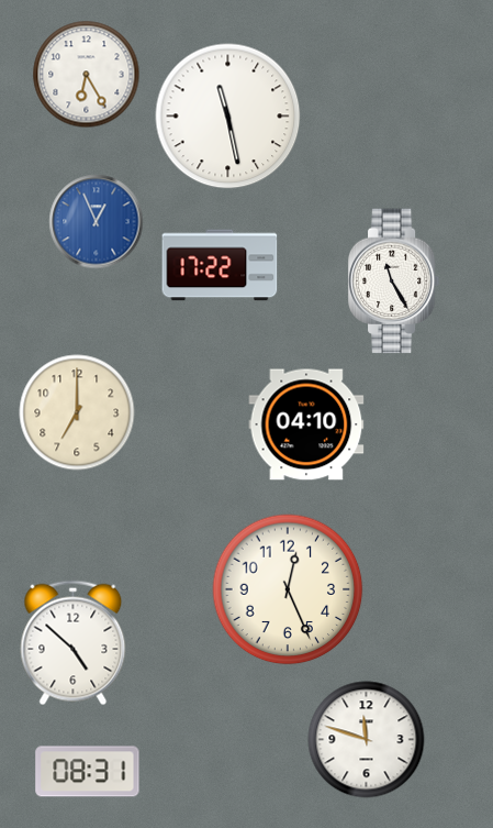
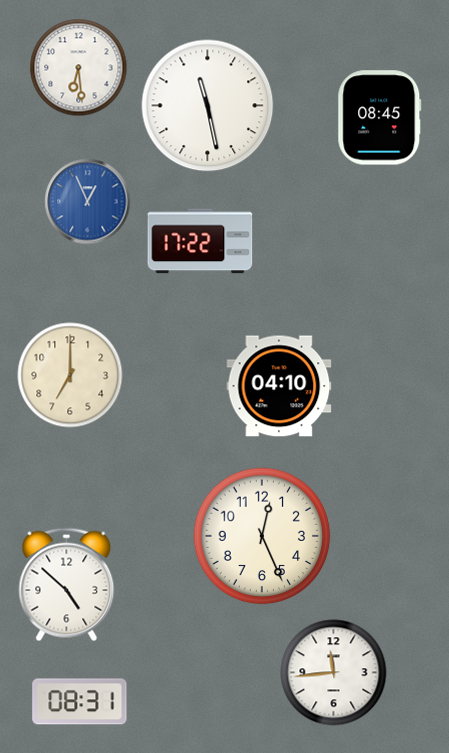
clock at (87, 75): 6:25 -> 6:29
clock at (380, 118): none -> 08:45
clock at (394, 281): 11:25 -> none
clock at (367, 740): 11:48 -> 11:44
